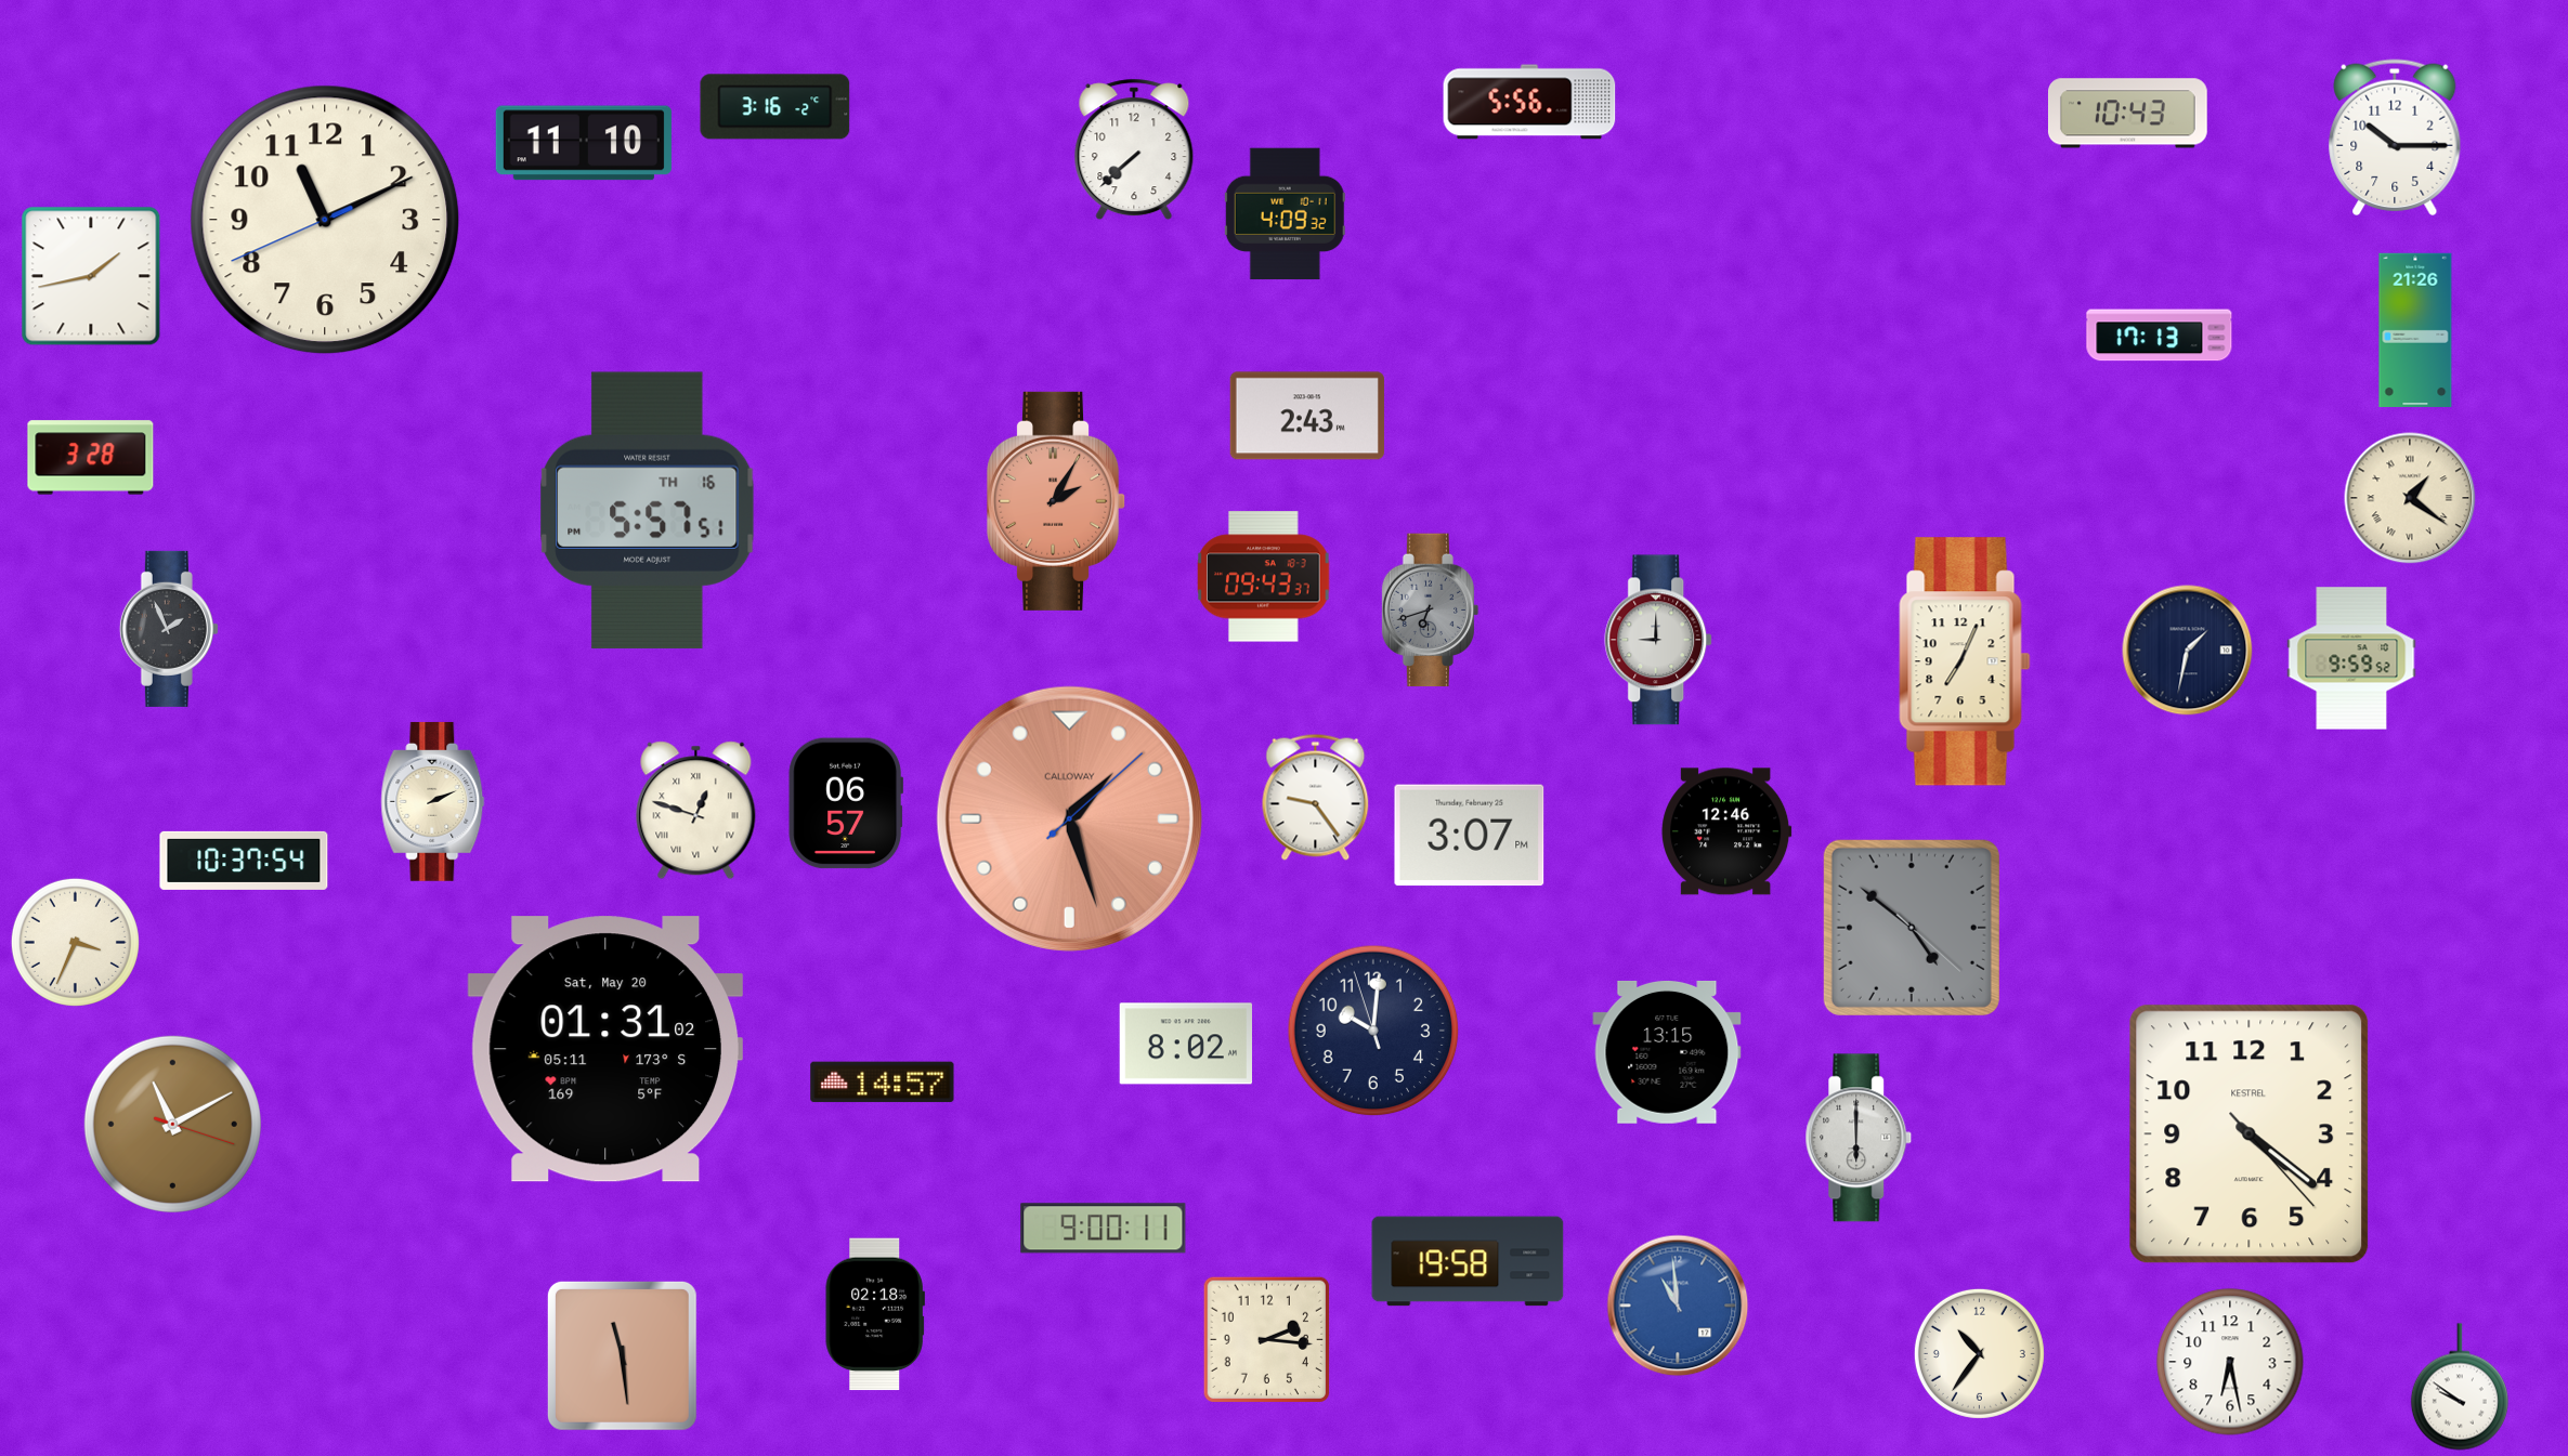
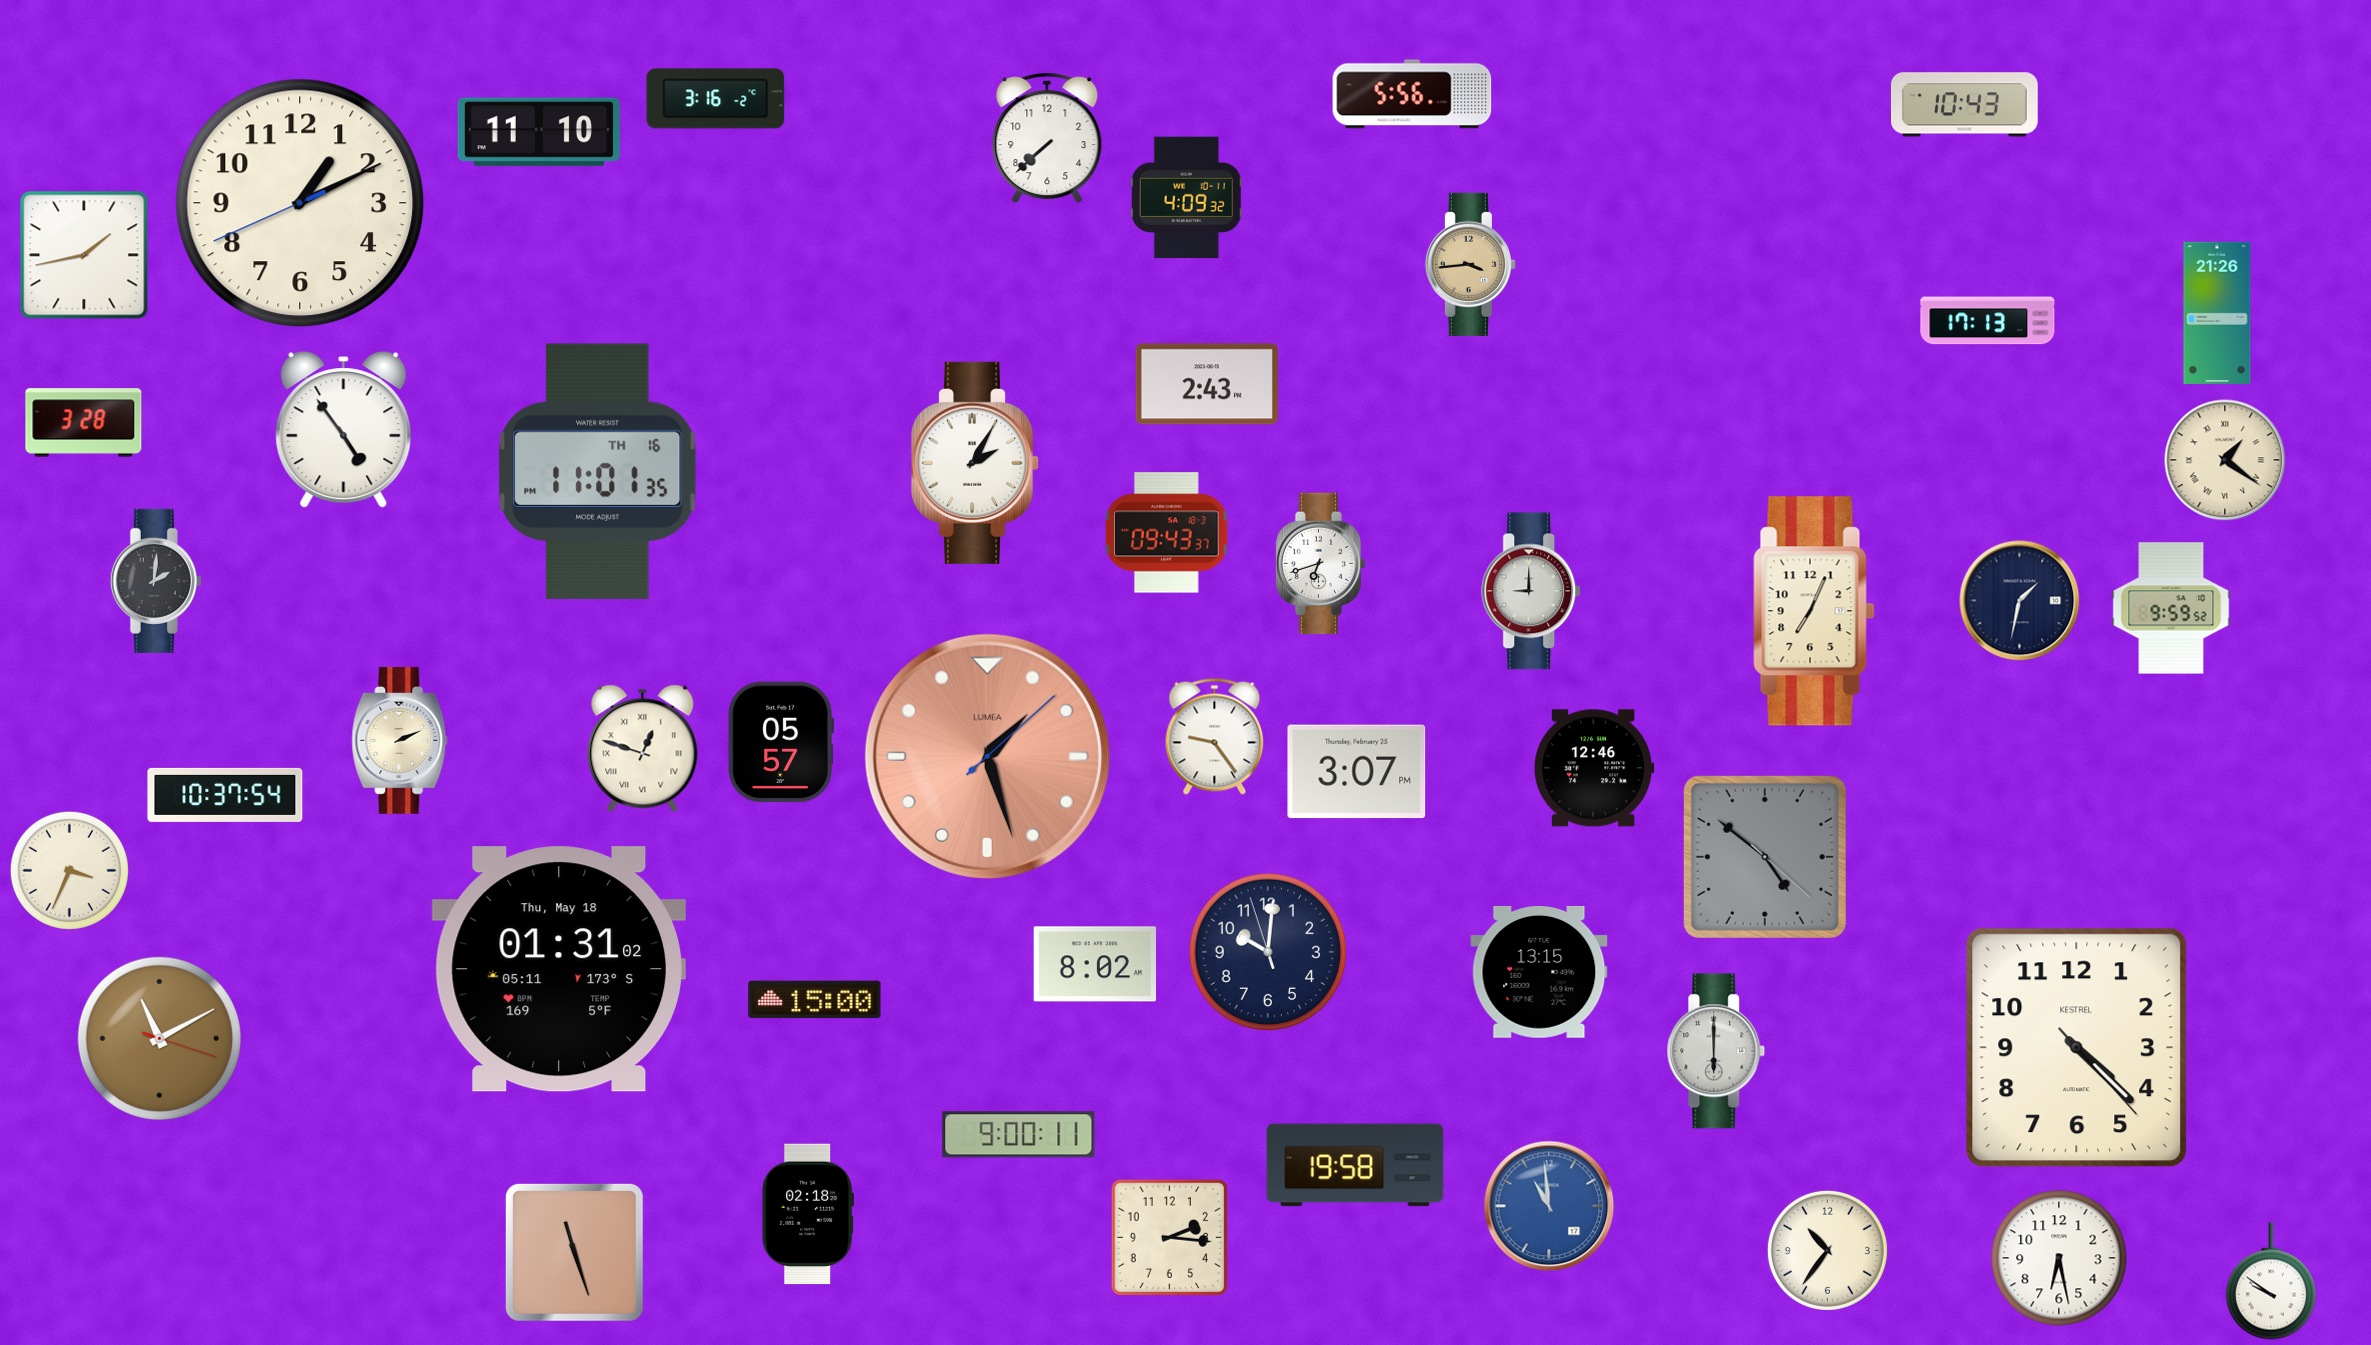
clock at (2395, 137): 10:15 -> none
clock at (325, 220): 11:10 -> 1:10
clock at (1470, 264): none -> 3:44
clock at (2415, 329) position: (2415, 329) -> (2217, 312)
clock at (2160, 336) position: (2160, 336) -> (1988, 321)
clock at (344, 430): none -> 4:54
clock at (1057, 501) dial: salmon -> white
clock at (648, 510): 5:57 -> 11:01
clock at (1431, 611) dial: grey -> white
clock at (169, 629): 1:56 -> 2:01
clock at (845, 803): 06:57 -> 05:57
clock at (1069, 818) brand: CALLOWAY -> LUMEA
clock at (604, 1049) date: Sat, May 20 -> Thu, May 18
clock at (883, 1083): 14:57 -> 15:00
clock at (2250, 1134): 4:21 -> 4:22
clock at (622, 1355): 11:29 -> 11:27
